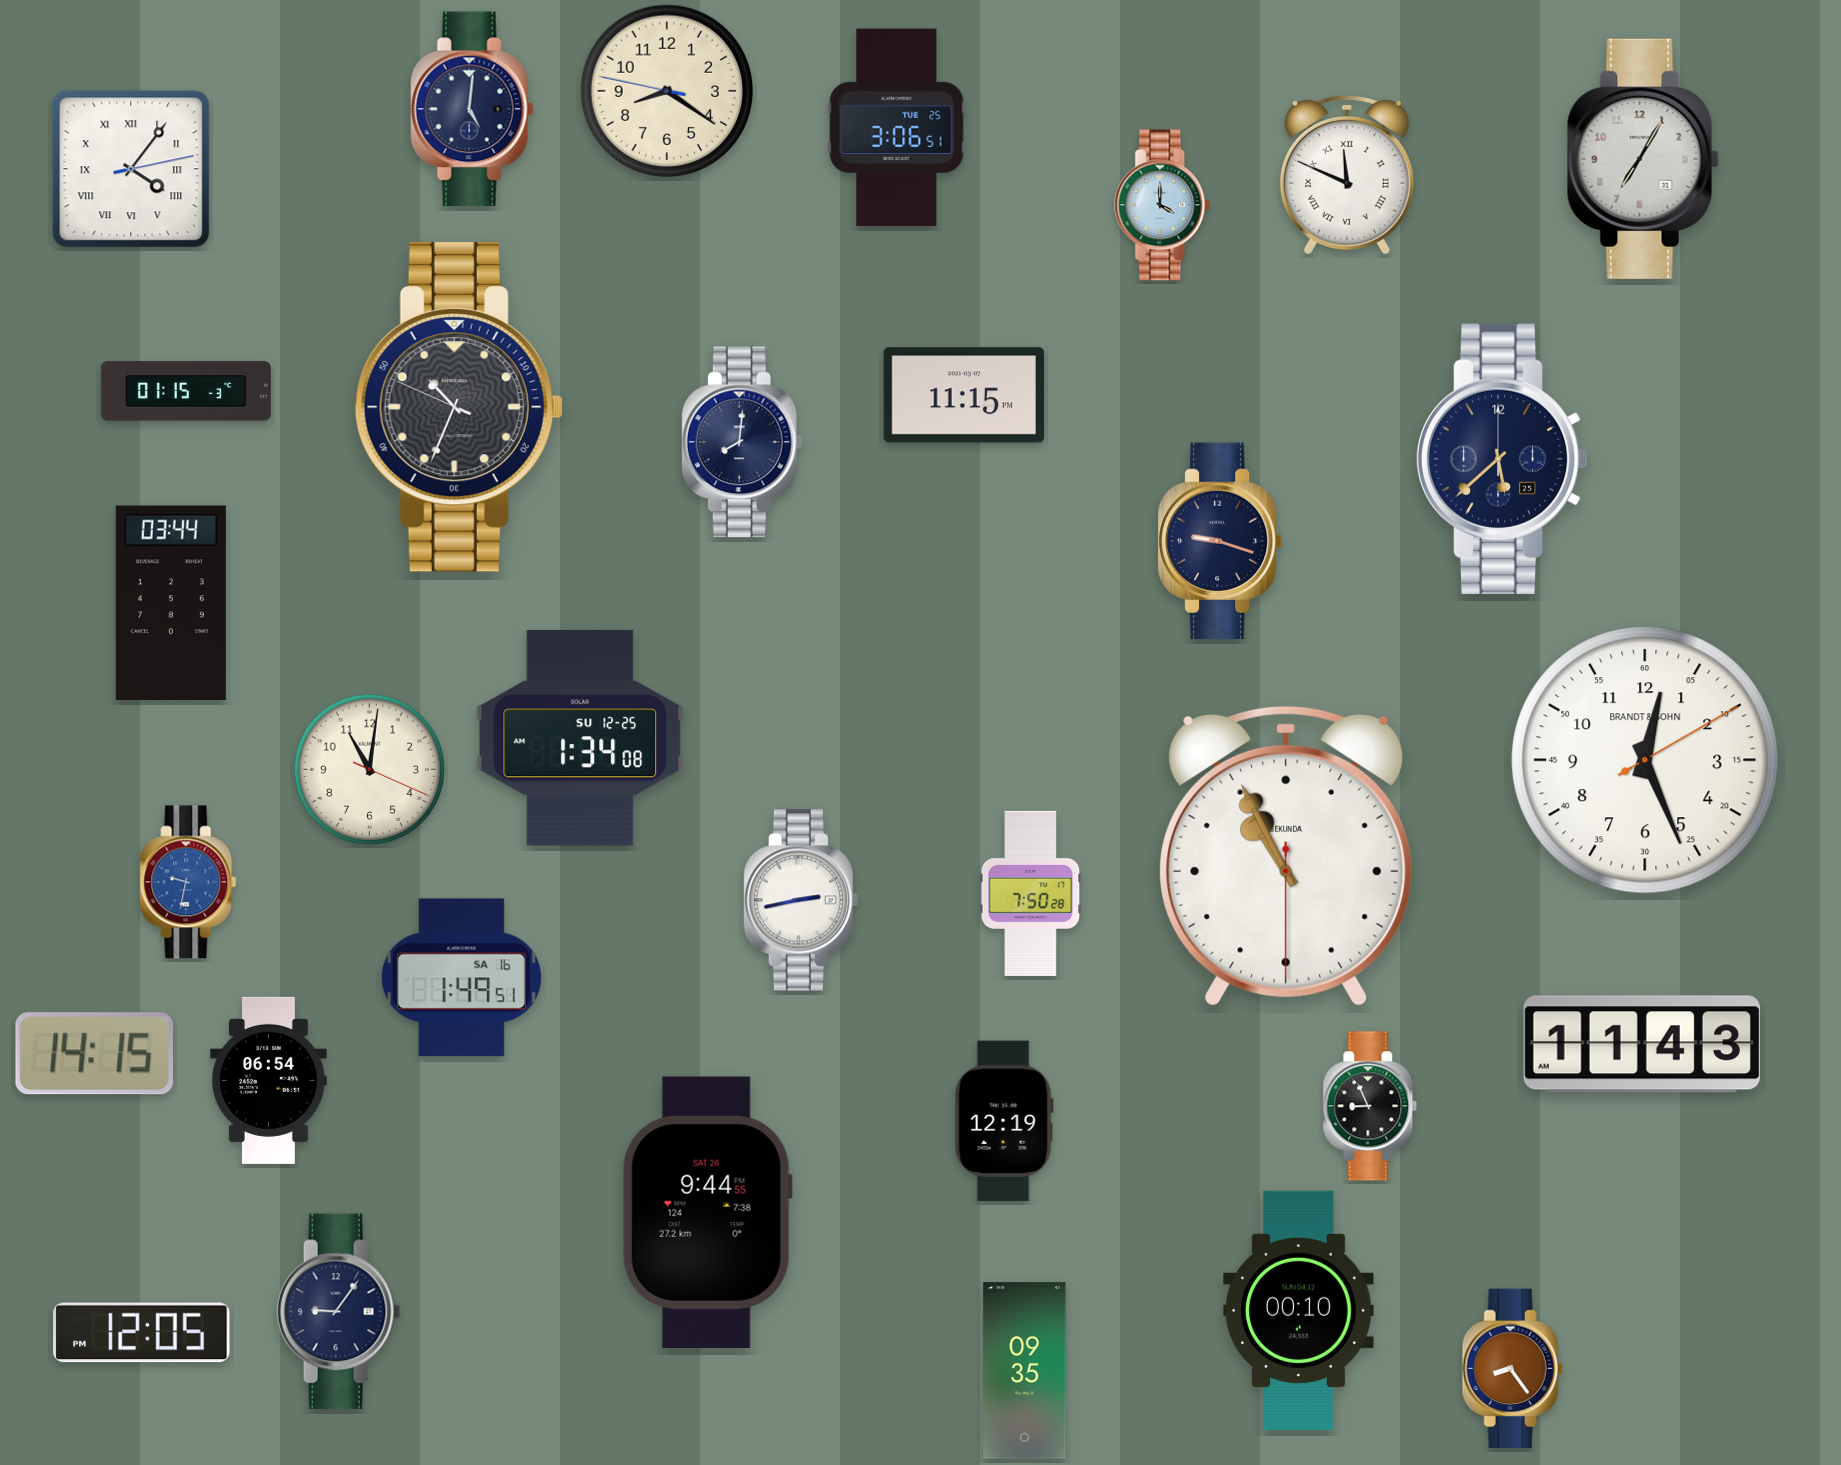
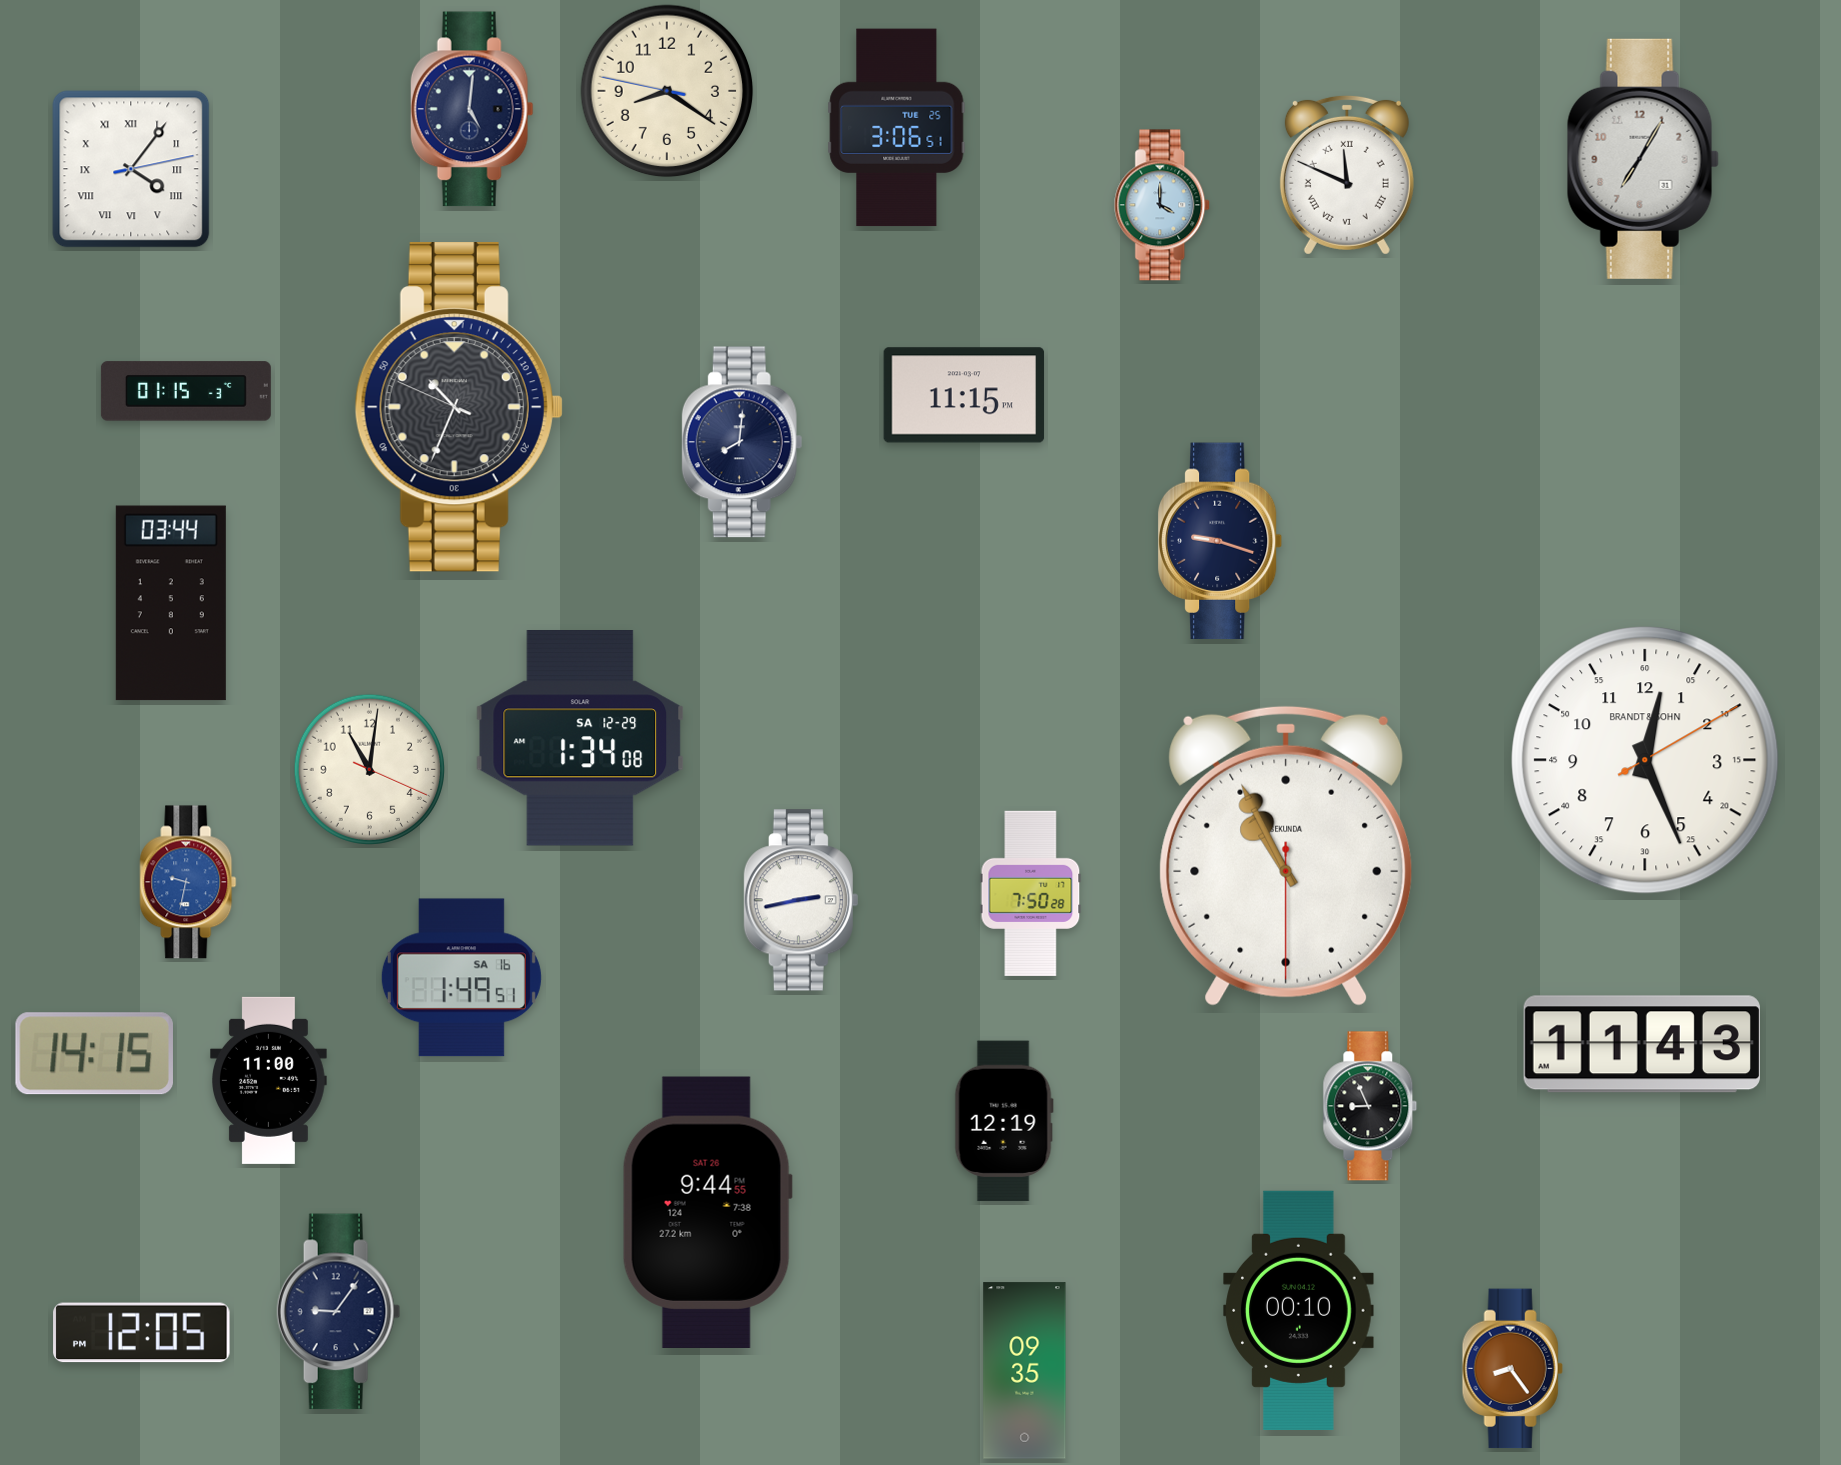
clock at (1502, 458): 5:38 -> none
clock at (580, 739) date: SU 12-25 -> SA 12-29
clock at (269, 1080): 06:54 -> 11:00
